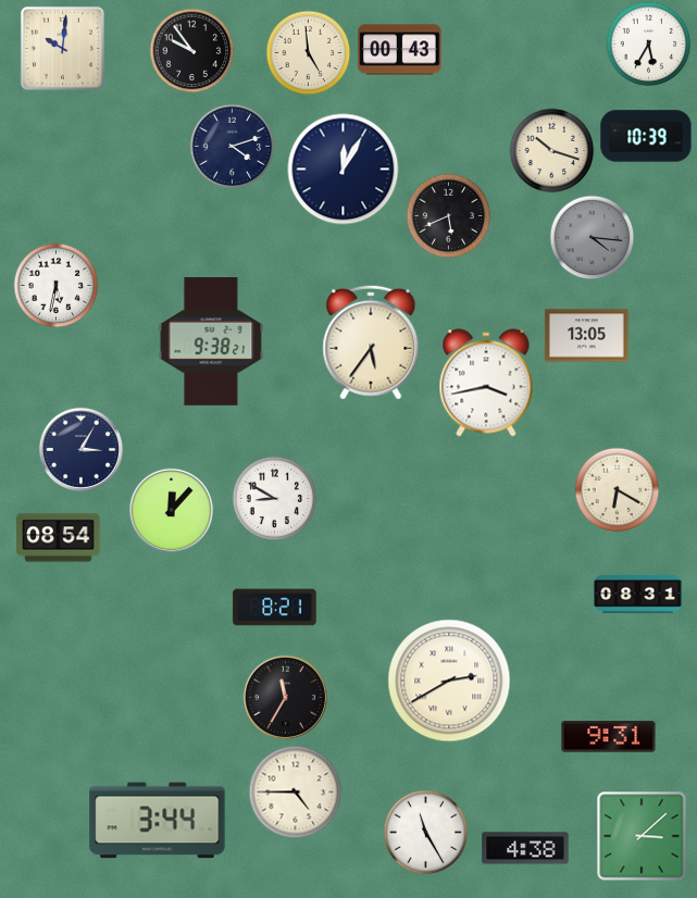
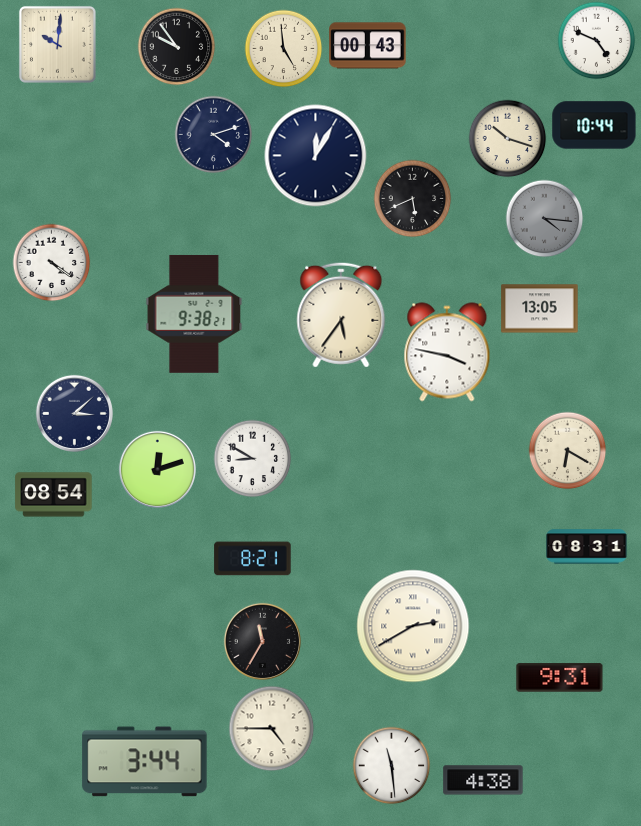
clock at (648, 43): 5:35 -> 4:49
clock at (646, 136): 10:39 -> 10:44
clock at (55, 285): 5:32 -> 4:21
clock at (486, 383): 3:43 -> 3:47
clock at (80, 449): 3:05 -> 3:08
clock at (171, 510): 12:07 -> 12:12
clock at (158, 821) position: (158, 821) -> (145, 762)
clock at (425, 832): 11:25 -> 11:29
clock at (642, 836): 3:08 -> none
